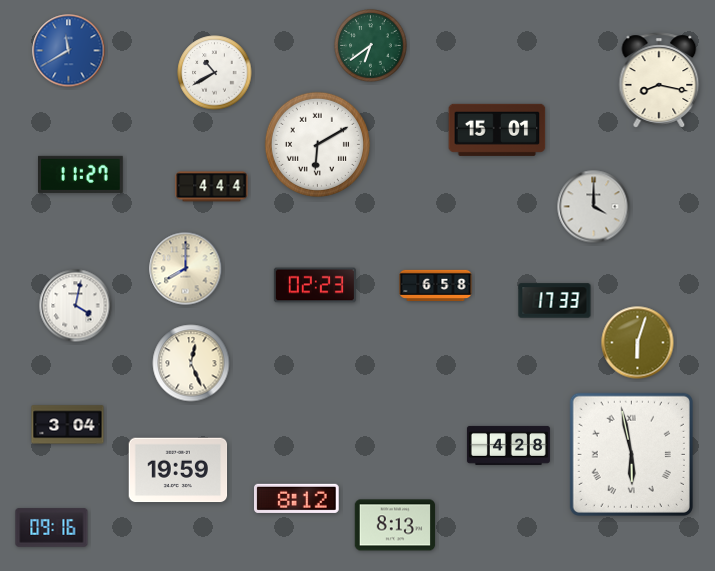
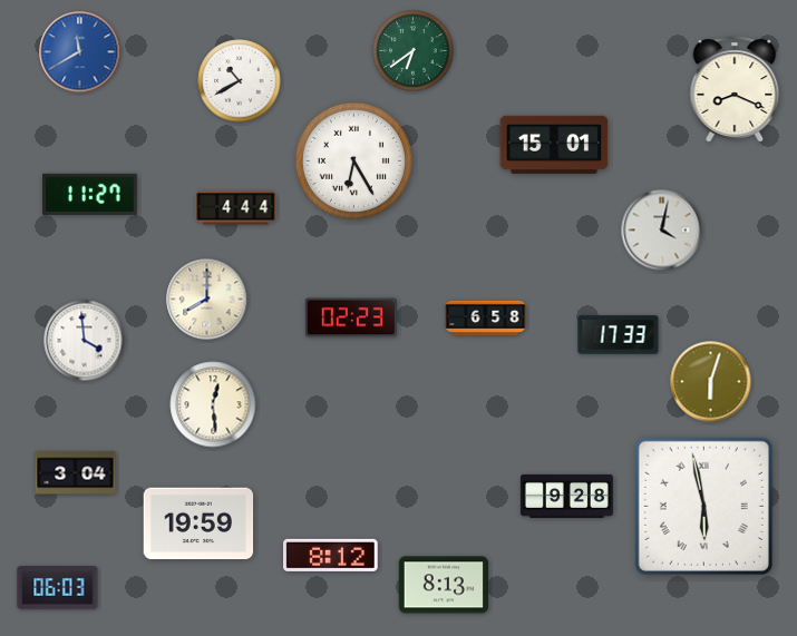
clock at (69, 51) position: (69, 51) -> (80, 52)
clock at (659, 80): 8:17 -> 8:19
clock at (317, 144): 6:10 -> 6:25
clock at (594, 207): 4:00 -> 4:02
clock at (76, 306): 4:02 -> 3:59
clock at (191, 363): 12:26 -> 12:29
clock at (508, 445): 4:28 -> 9:28
clock at (395, 525) position: (395, 525) -> (444, 585)
clock at (52, 528): 09:16 -> 06:03
